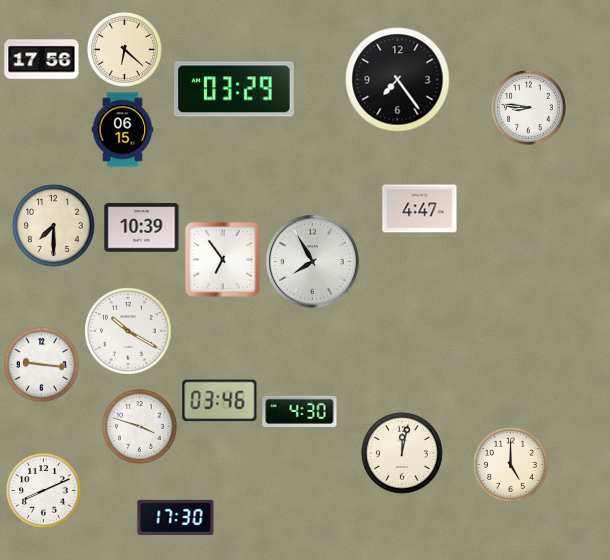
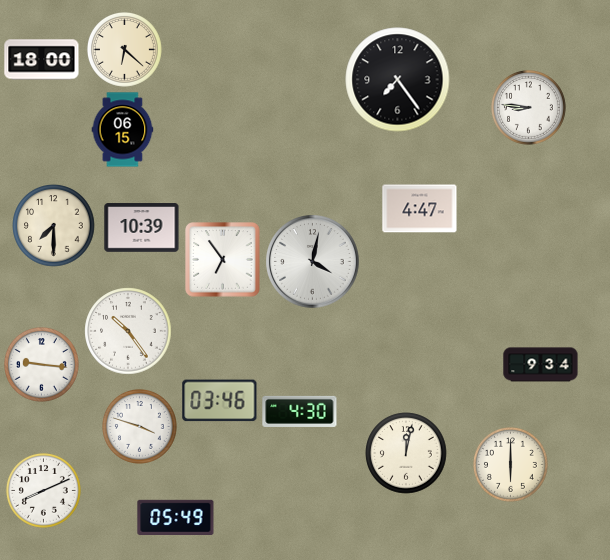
clock at (42, 60): 17:56 -> 18:00
clock at (235, 89): 03:29 -> none
clock at (313, 262): 7:55 -> 4:02
clock at (128, 331): 10:20 -> 10:24
clock at (541, 365): none -> 9:34
clock at (402, 453) position: (402, 453) -> (406, 453)
clock at (510, 464): 5:00 -> 6:00
clock at (176, 517): 17:30 -> 05:49
